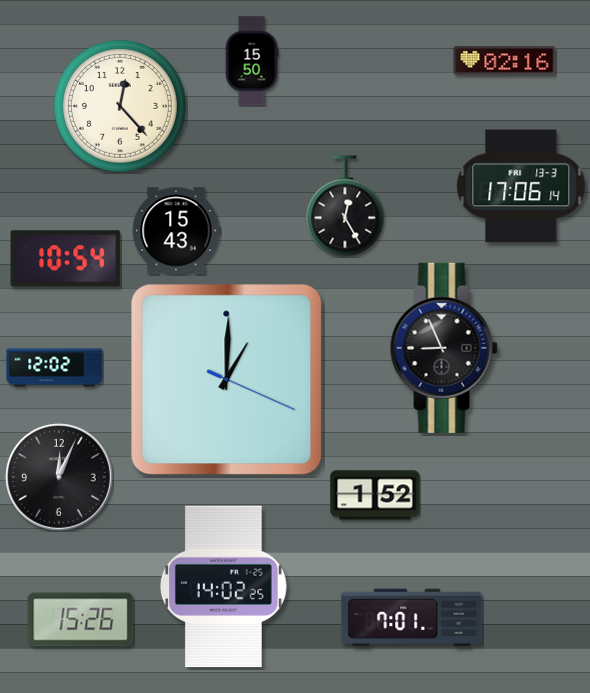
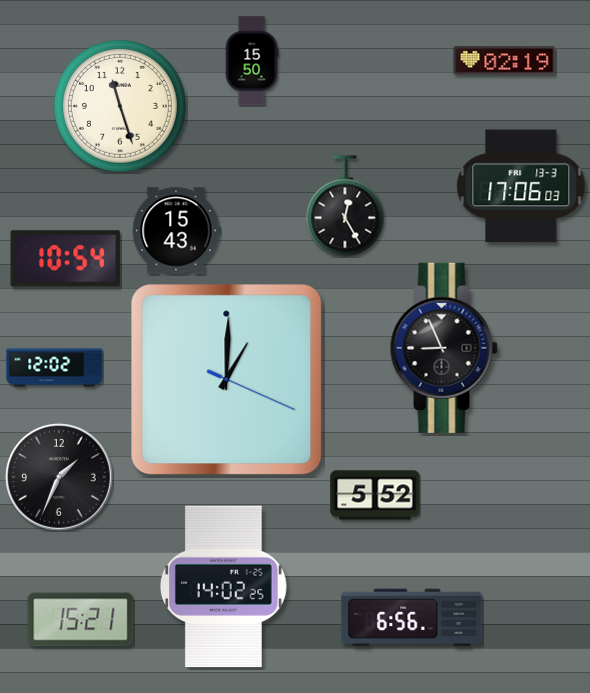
clock at (505, 61): 02:16 -> 02:19
clock at (120, 106): 12:23 -> 11:27
clock at (521, 186): 17:06:14 -> 17:06:03
clock at (59, 477): 12:04 -> 1:34
clock at (375, 495): 1:52 -> 5:52
clock at (412, 618): 7:01 -> 6:56
clock at (81, 620): 15:26 -> 15:21
